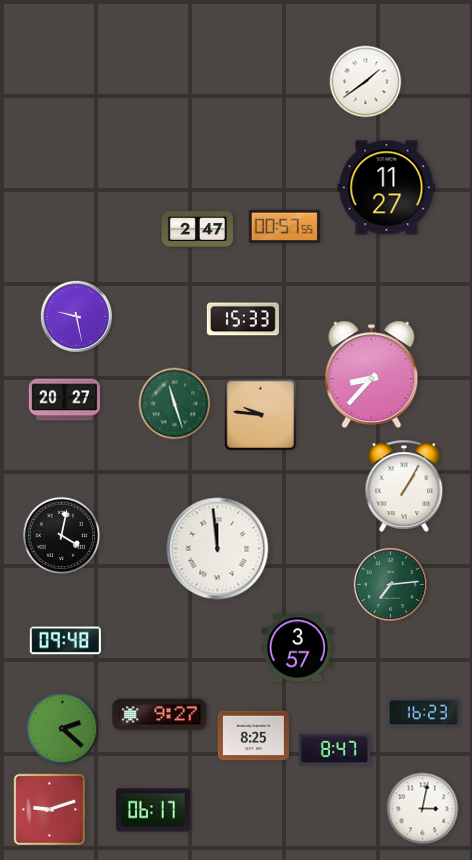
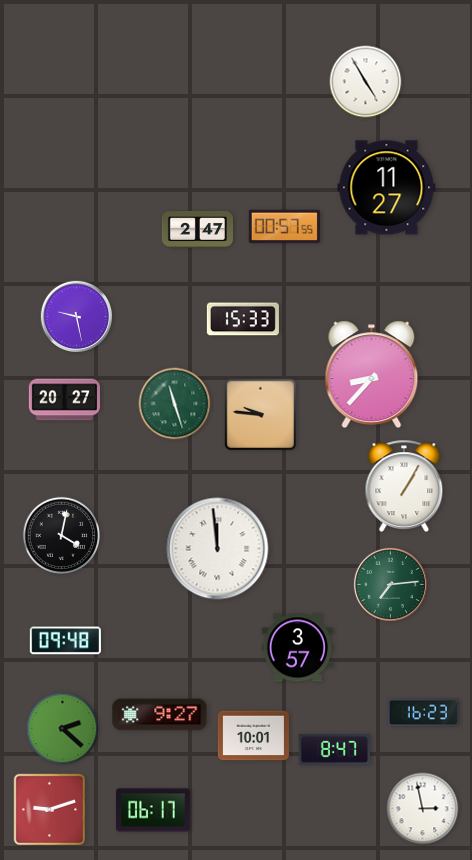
clock at (366, 82): 1:39 -> 4:55
clock at (253, 736): 8:25 -> 10:01
clock at (423, 809): 3:02 -> 2:58
